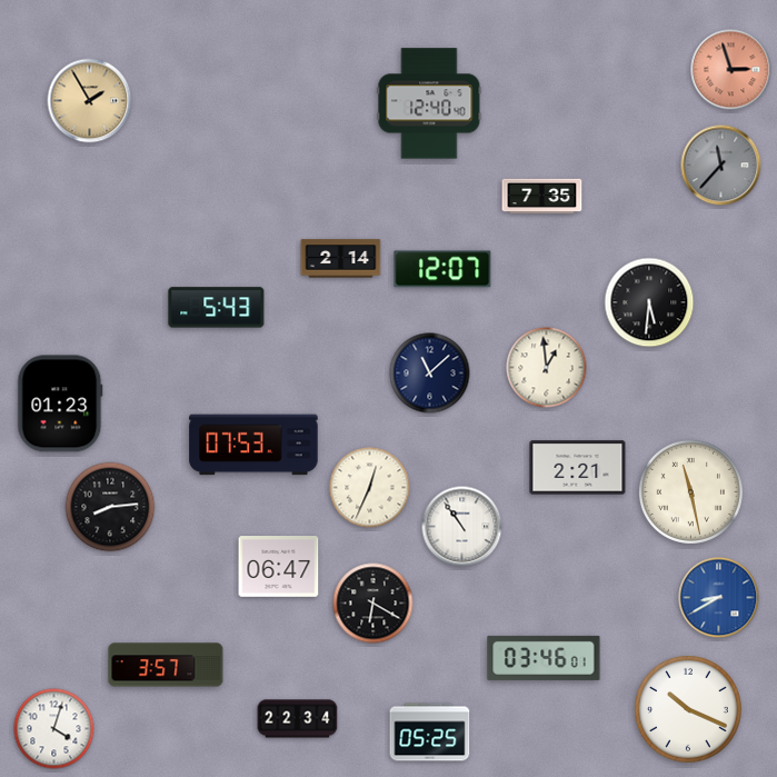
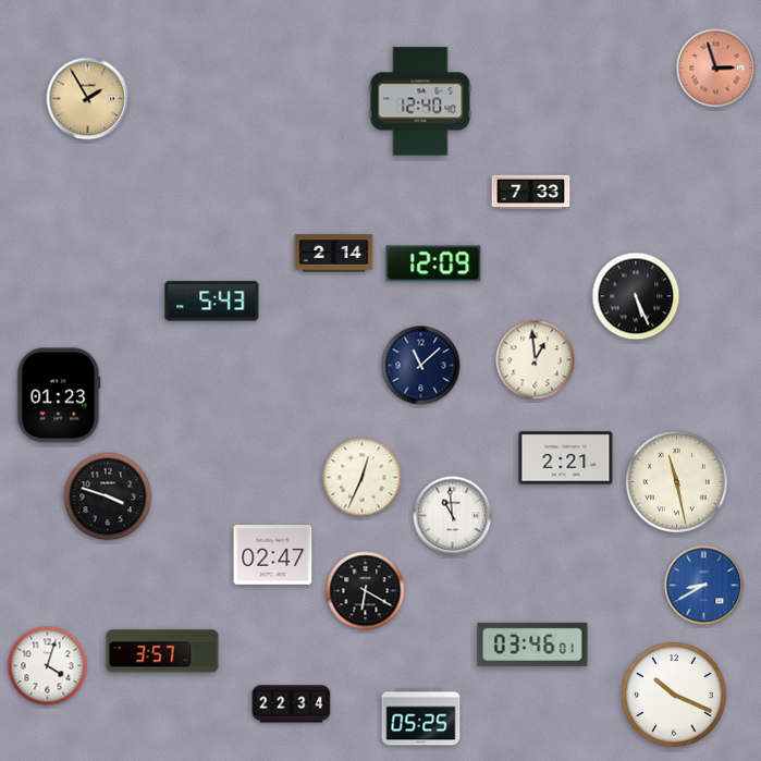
clock at (721, 166): 11:37 -> none
clock at (542, 197): 7:35 -> 7:33
clock at (442, 269): 12:07 -> 12:09
clock at (649, 302): 5:31 -> 5:26
clock at (253, 445): 07:53 -> none
clock at (110, 507): 8:14 -> 3:48
clock at (462, 527): 10:54 -> 10:59
clock at (279, 567): 06:47 -> 02:47
clock at (54, 729) position: (54, 729) -> (48, 666)
